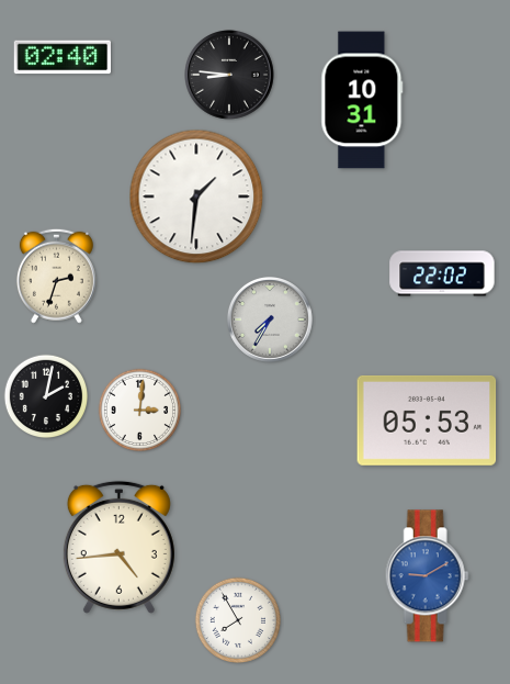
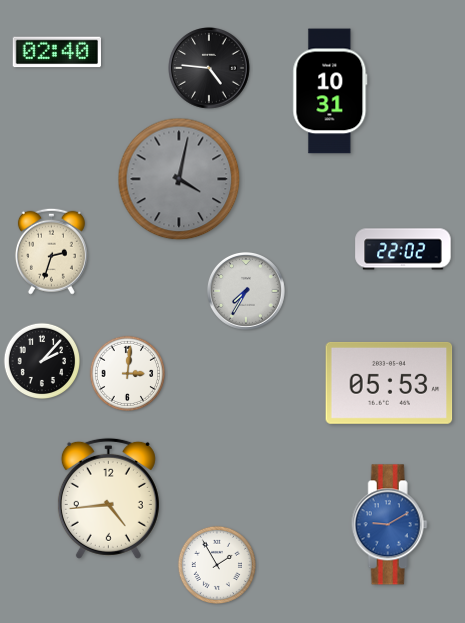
clock at (230, 76): 8:46 -> 4:46
clock at (196, 197): 1:31 -> 4:02
clock at (196, 197) dial: white -> grey
clock at (46, 396): 2:02 -> 2:07
clock at (237, 619): 7:55 -> 1:55
